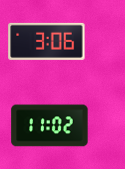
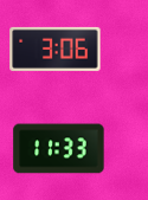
clock at (50, 126): 11:02 -> 11:33
